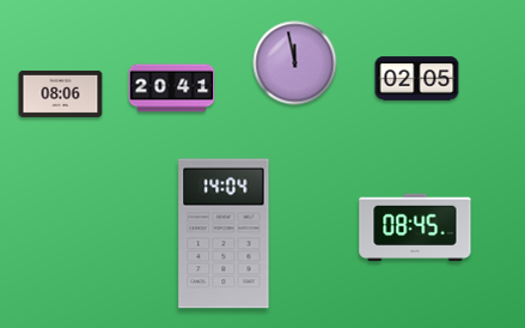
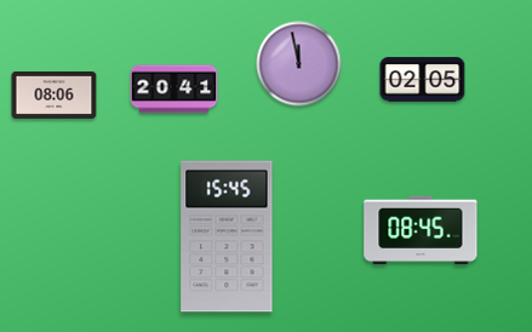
clock at (61, 93) position: (61, 93) -> (55, 95)
clock at (224, 233): 14:04 -> 15:45
